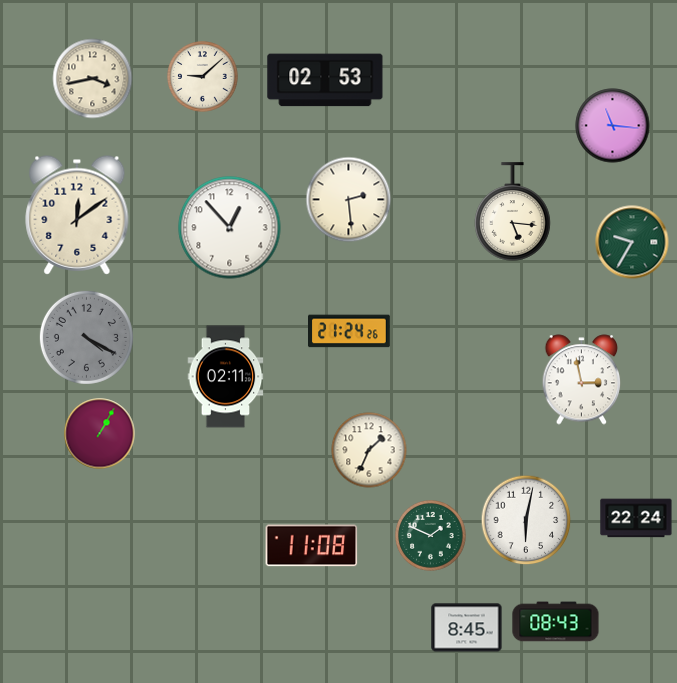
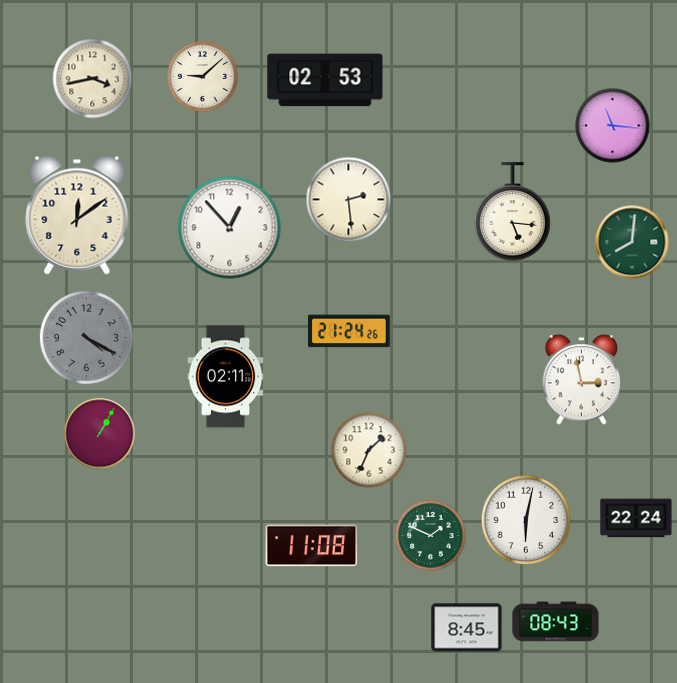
clock at (632, 242): 9:35 -> 8:01
